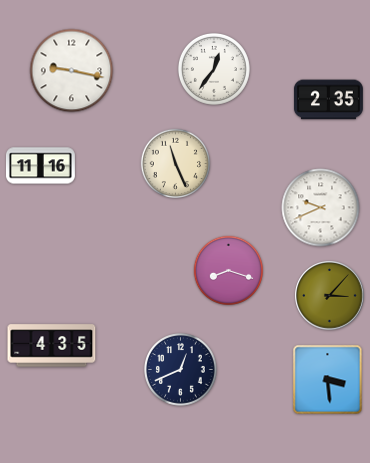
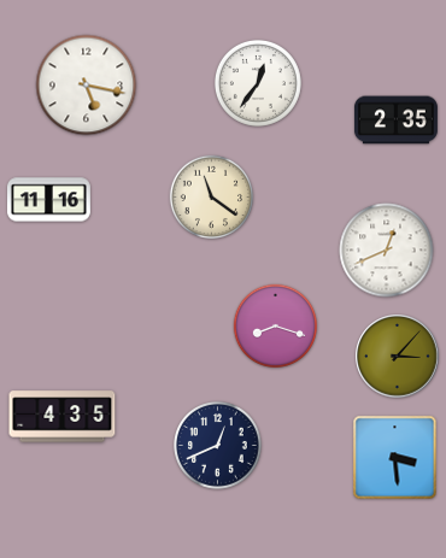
clock at (72, 71): 9:17 -> 5:17
clock at (176, 164): 11:26 -> 11:21
clock at (321, 208): 9:41 -> 12:41
